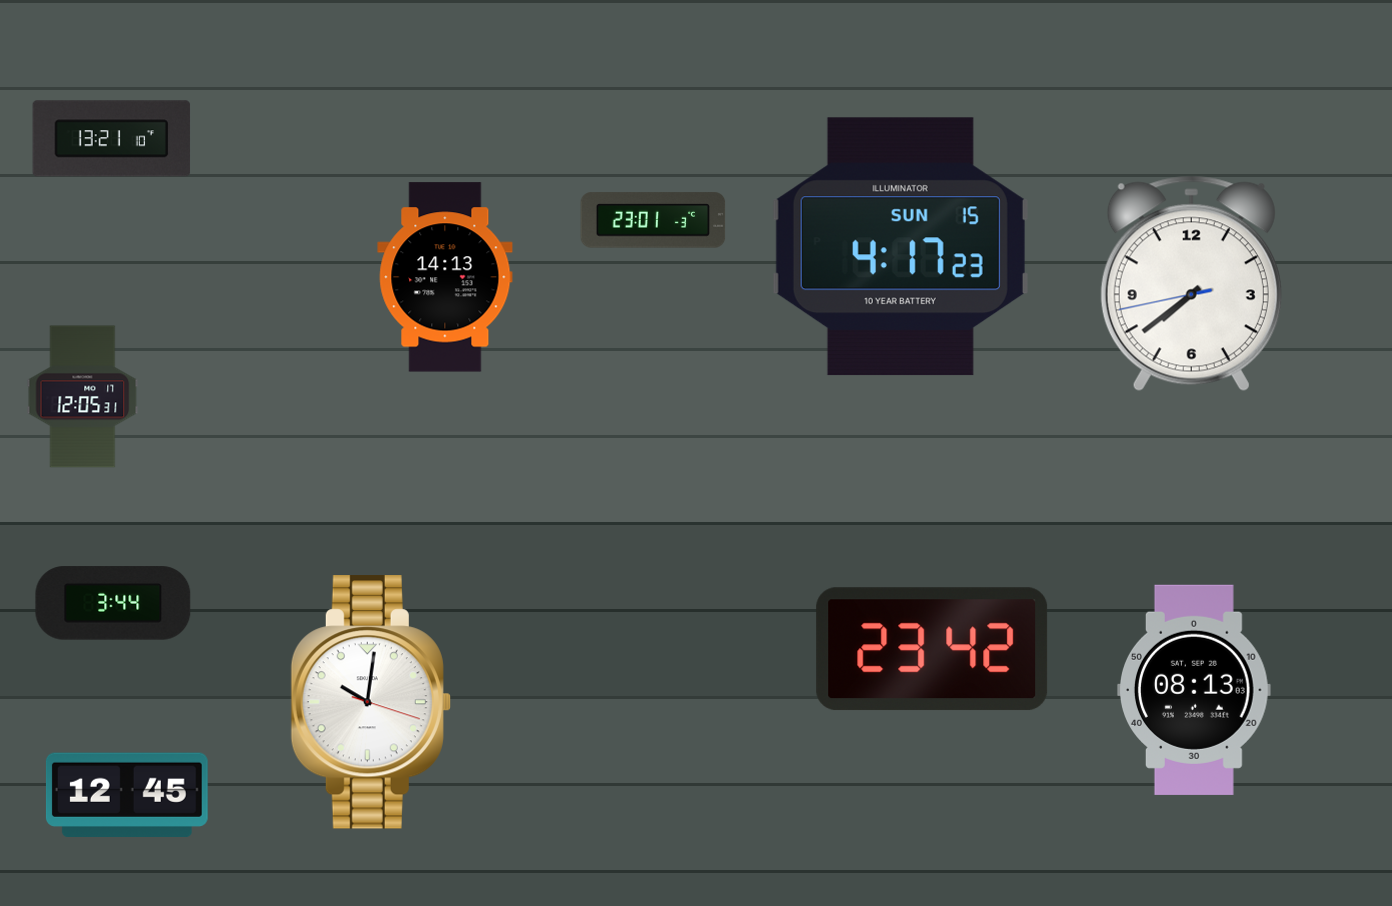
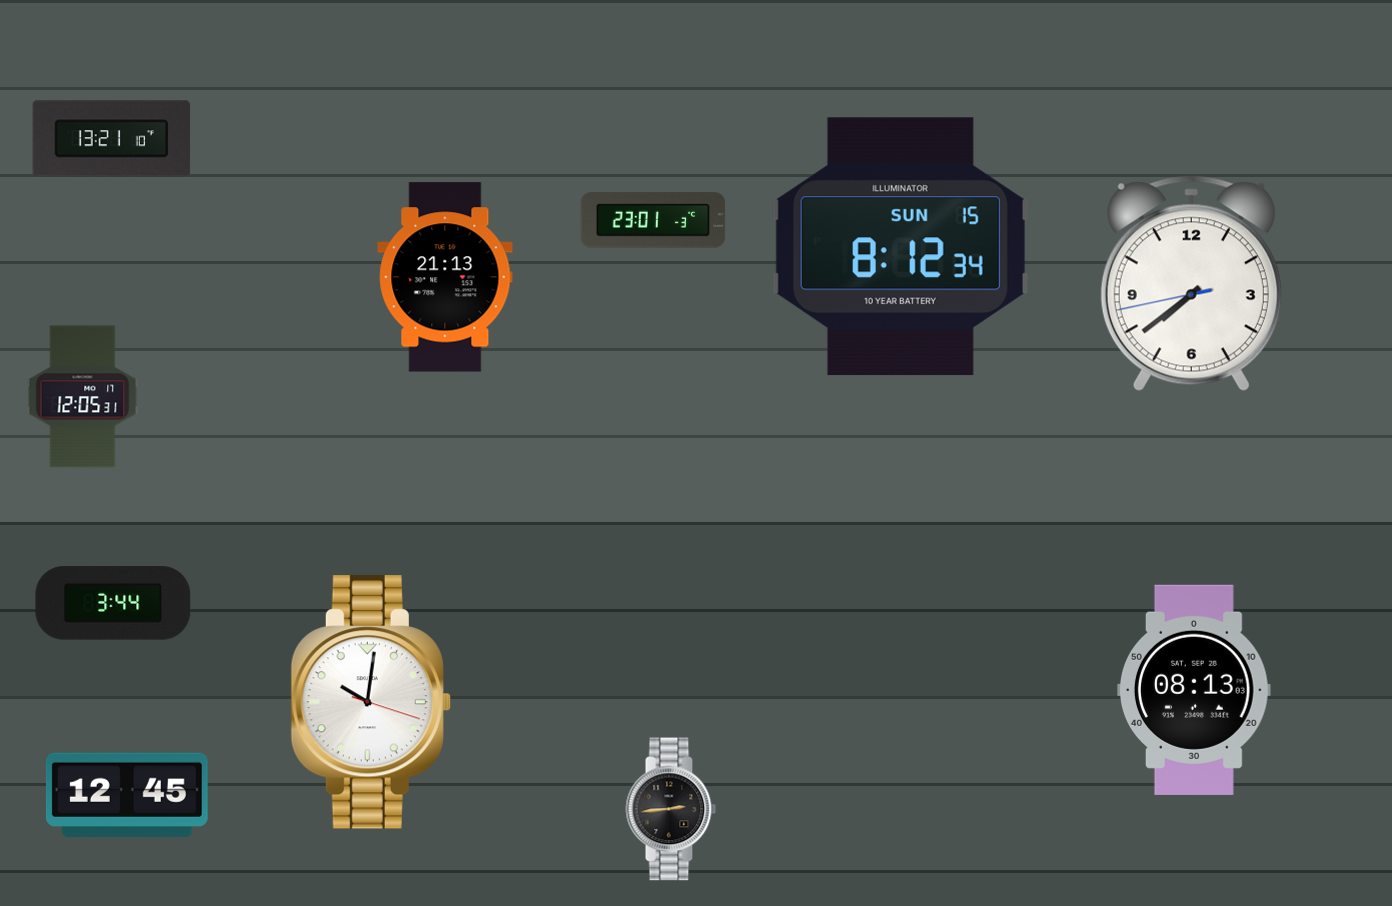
clock at (900, 247): 4:17 -> 8:12
clock at (445, 277): 14:13 -> 21:13
clock at (932, 649): 23:42 -> none
clock at (671, 809): none -> 2:44
